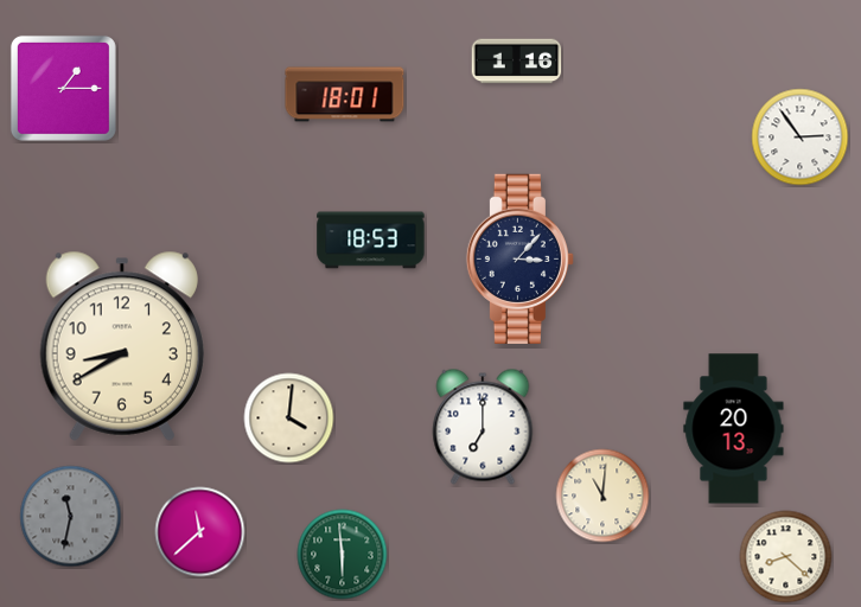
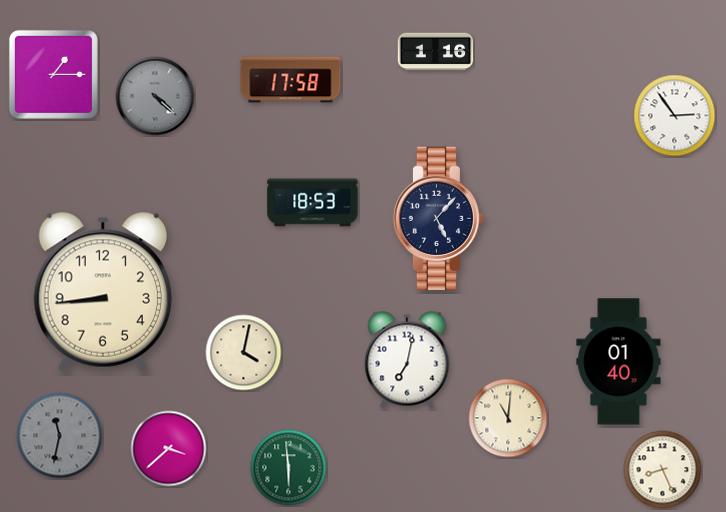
clock at (345, 95): 18:01 -> 17:58
clock at (155, 96): none -> 4:22
clock at (519, 258): 3:07 -> 5:07
clock at (122, 346): 8:40 -> 8:44
clock at (289, 418): 4:01 -> 4:02
clock at (483, 427): 7:00 -> 7:02
clock at (734, 429): 20:13 -> 01:40
clock at (200, 532): 11:38 -> 3:38
clock at (786, 557): 8:22 -> 8:26
